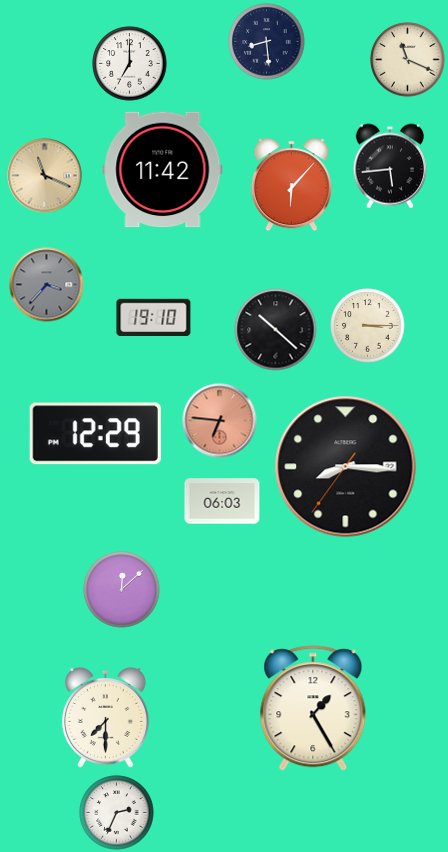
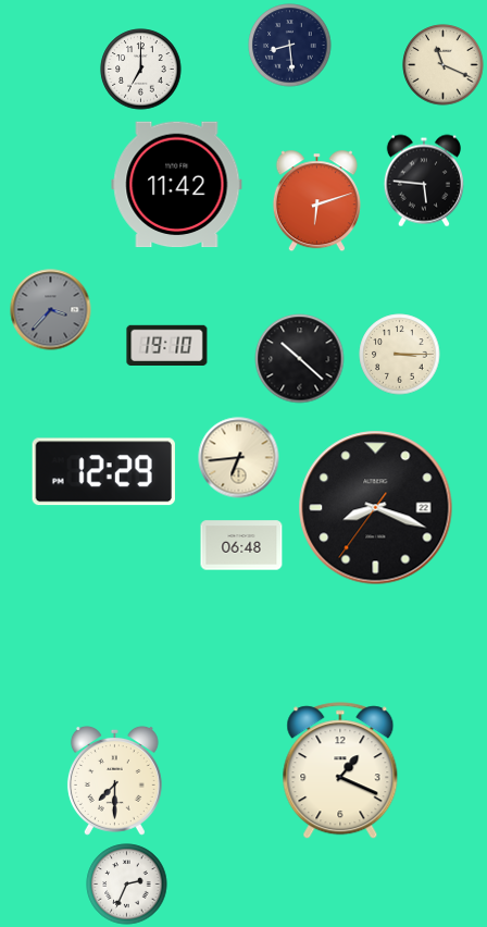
clock at (390, 166): 5:44 -> 5:46
clock at (45, 176): 11:19 -> none
clock at (291, 185): 6:07 -> 6:12
clock at (220, 421): 6:46 -> 6:44
clock at (220, 421) dial: salmon -> cream
clock at (346, 467): 8:15 -> 8:18
clock at (222, 501): 06:03 -> 06:48
clock at (122, 590): 12:08 -> none
clock at (313, 709): 1:25 -> 1:19
